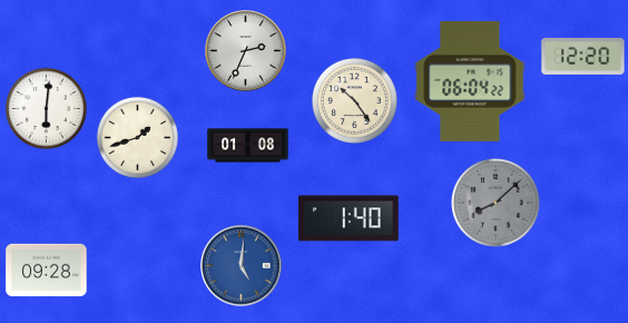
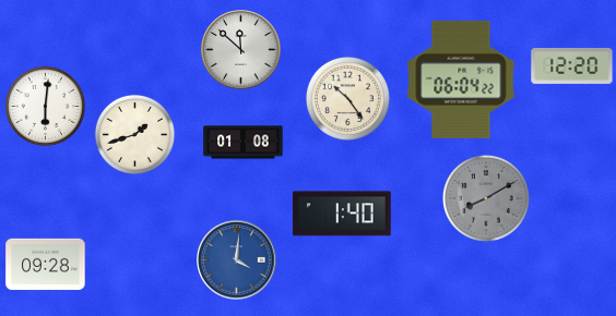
clock at (246, 51): 2:34 -> 11:52
clock at (583, 56) position: (583, 56) -> (572, 65)
clock at (497, 204): 8:08 -> 8:10
clock at (242, 266): 5:01 -> 4:01
